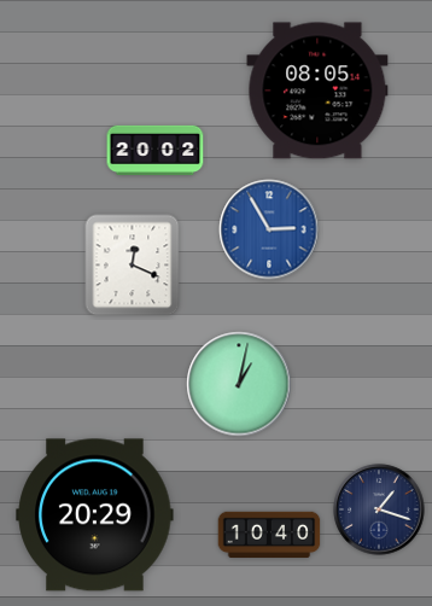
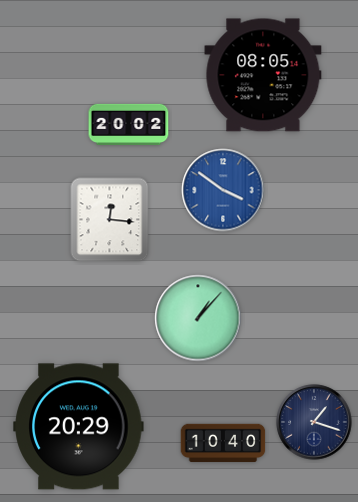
clock at (269, 229): 2:55 -> 3:51
clock at (133, 266): 12:19 -> 12:16
clock at (239, 384): 1:02 -> 1:07
